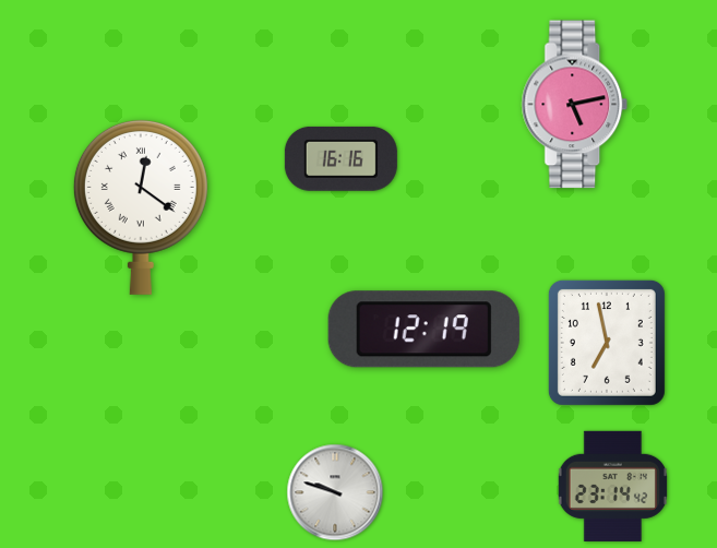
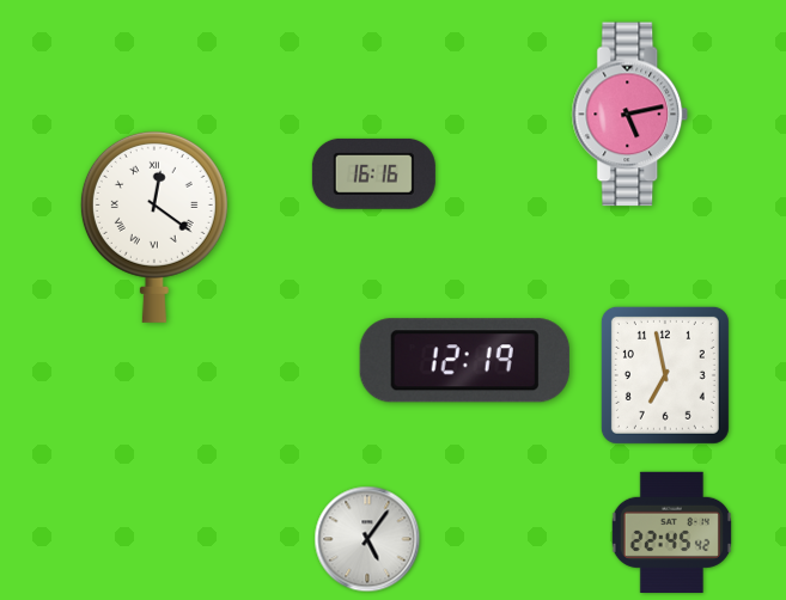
clock at (612, 486): 23:14 -> 22:45
clock at (335, 492): 9:48 -> 5:06
